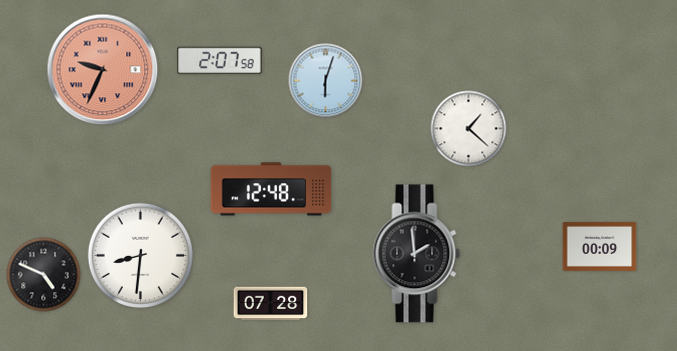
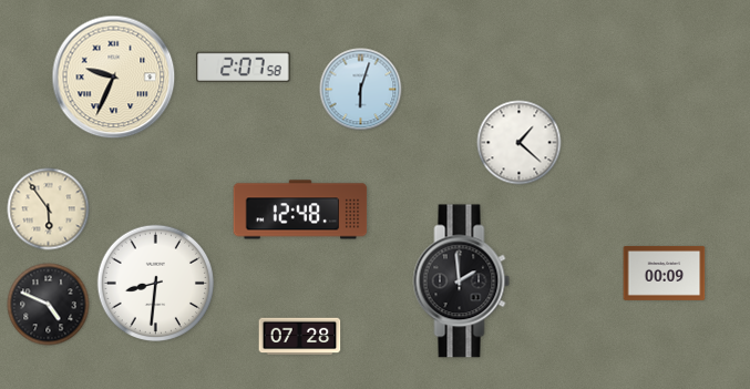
clock at (103, 70) dial: salmon -> cream
clock at (49, 209): none -> 5:54
